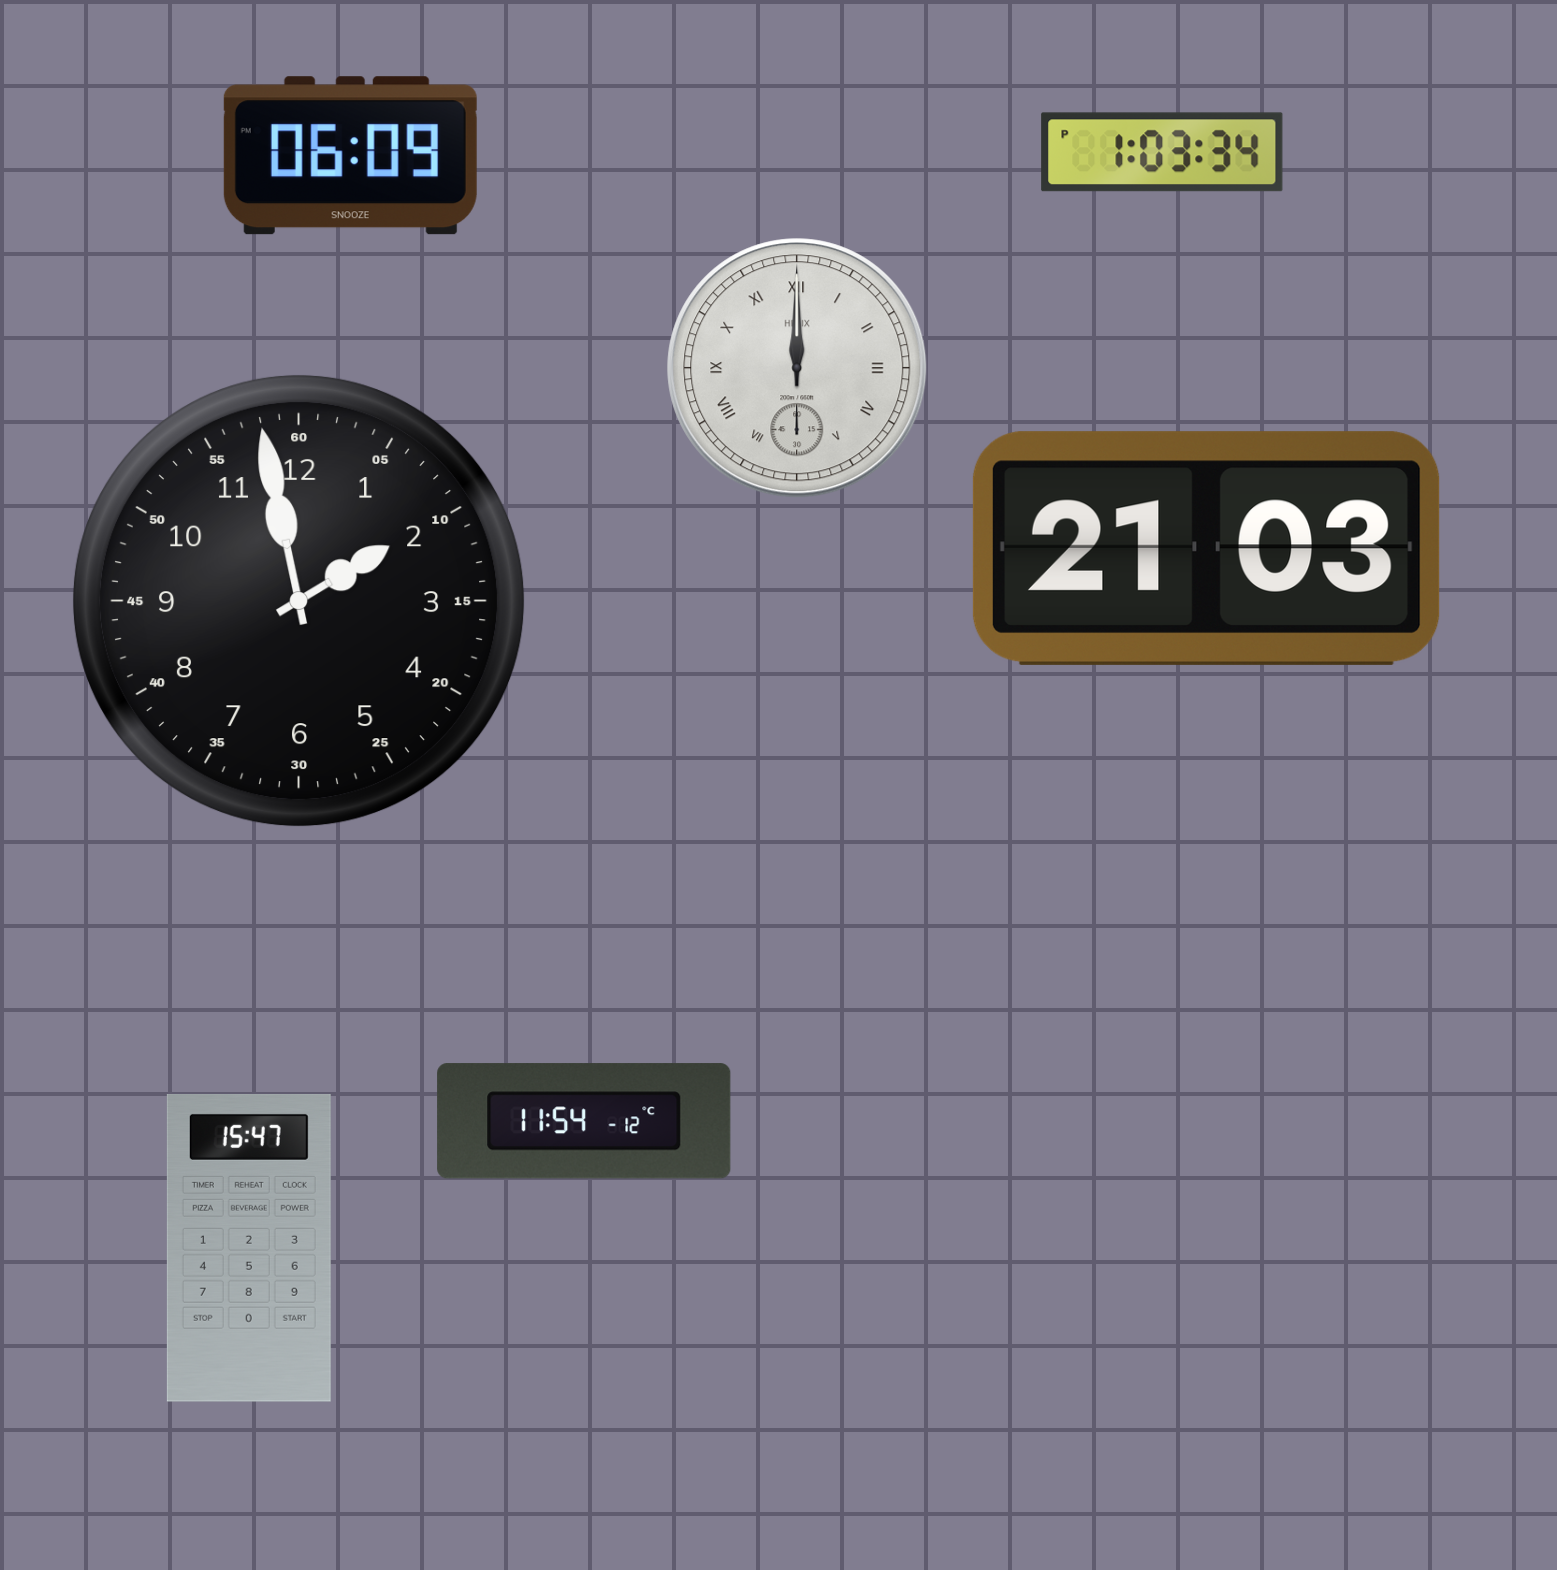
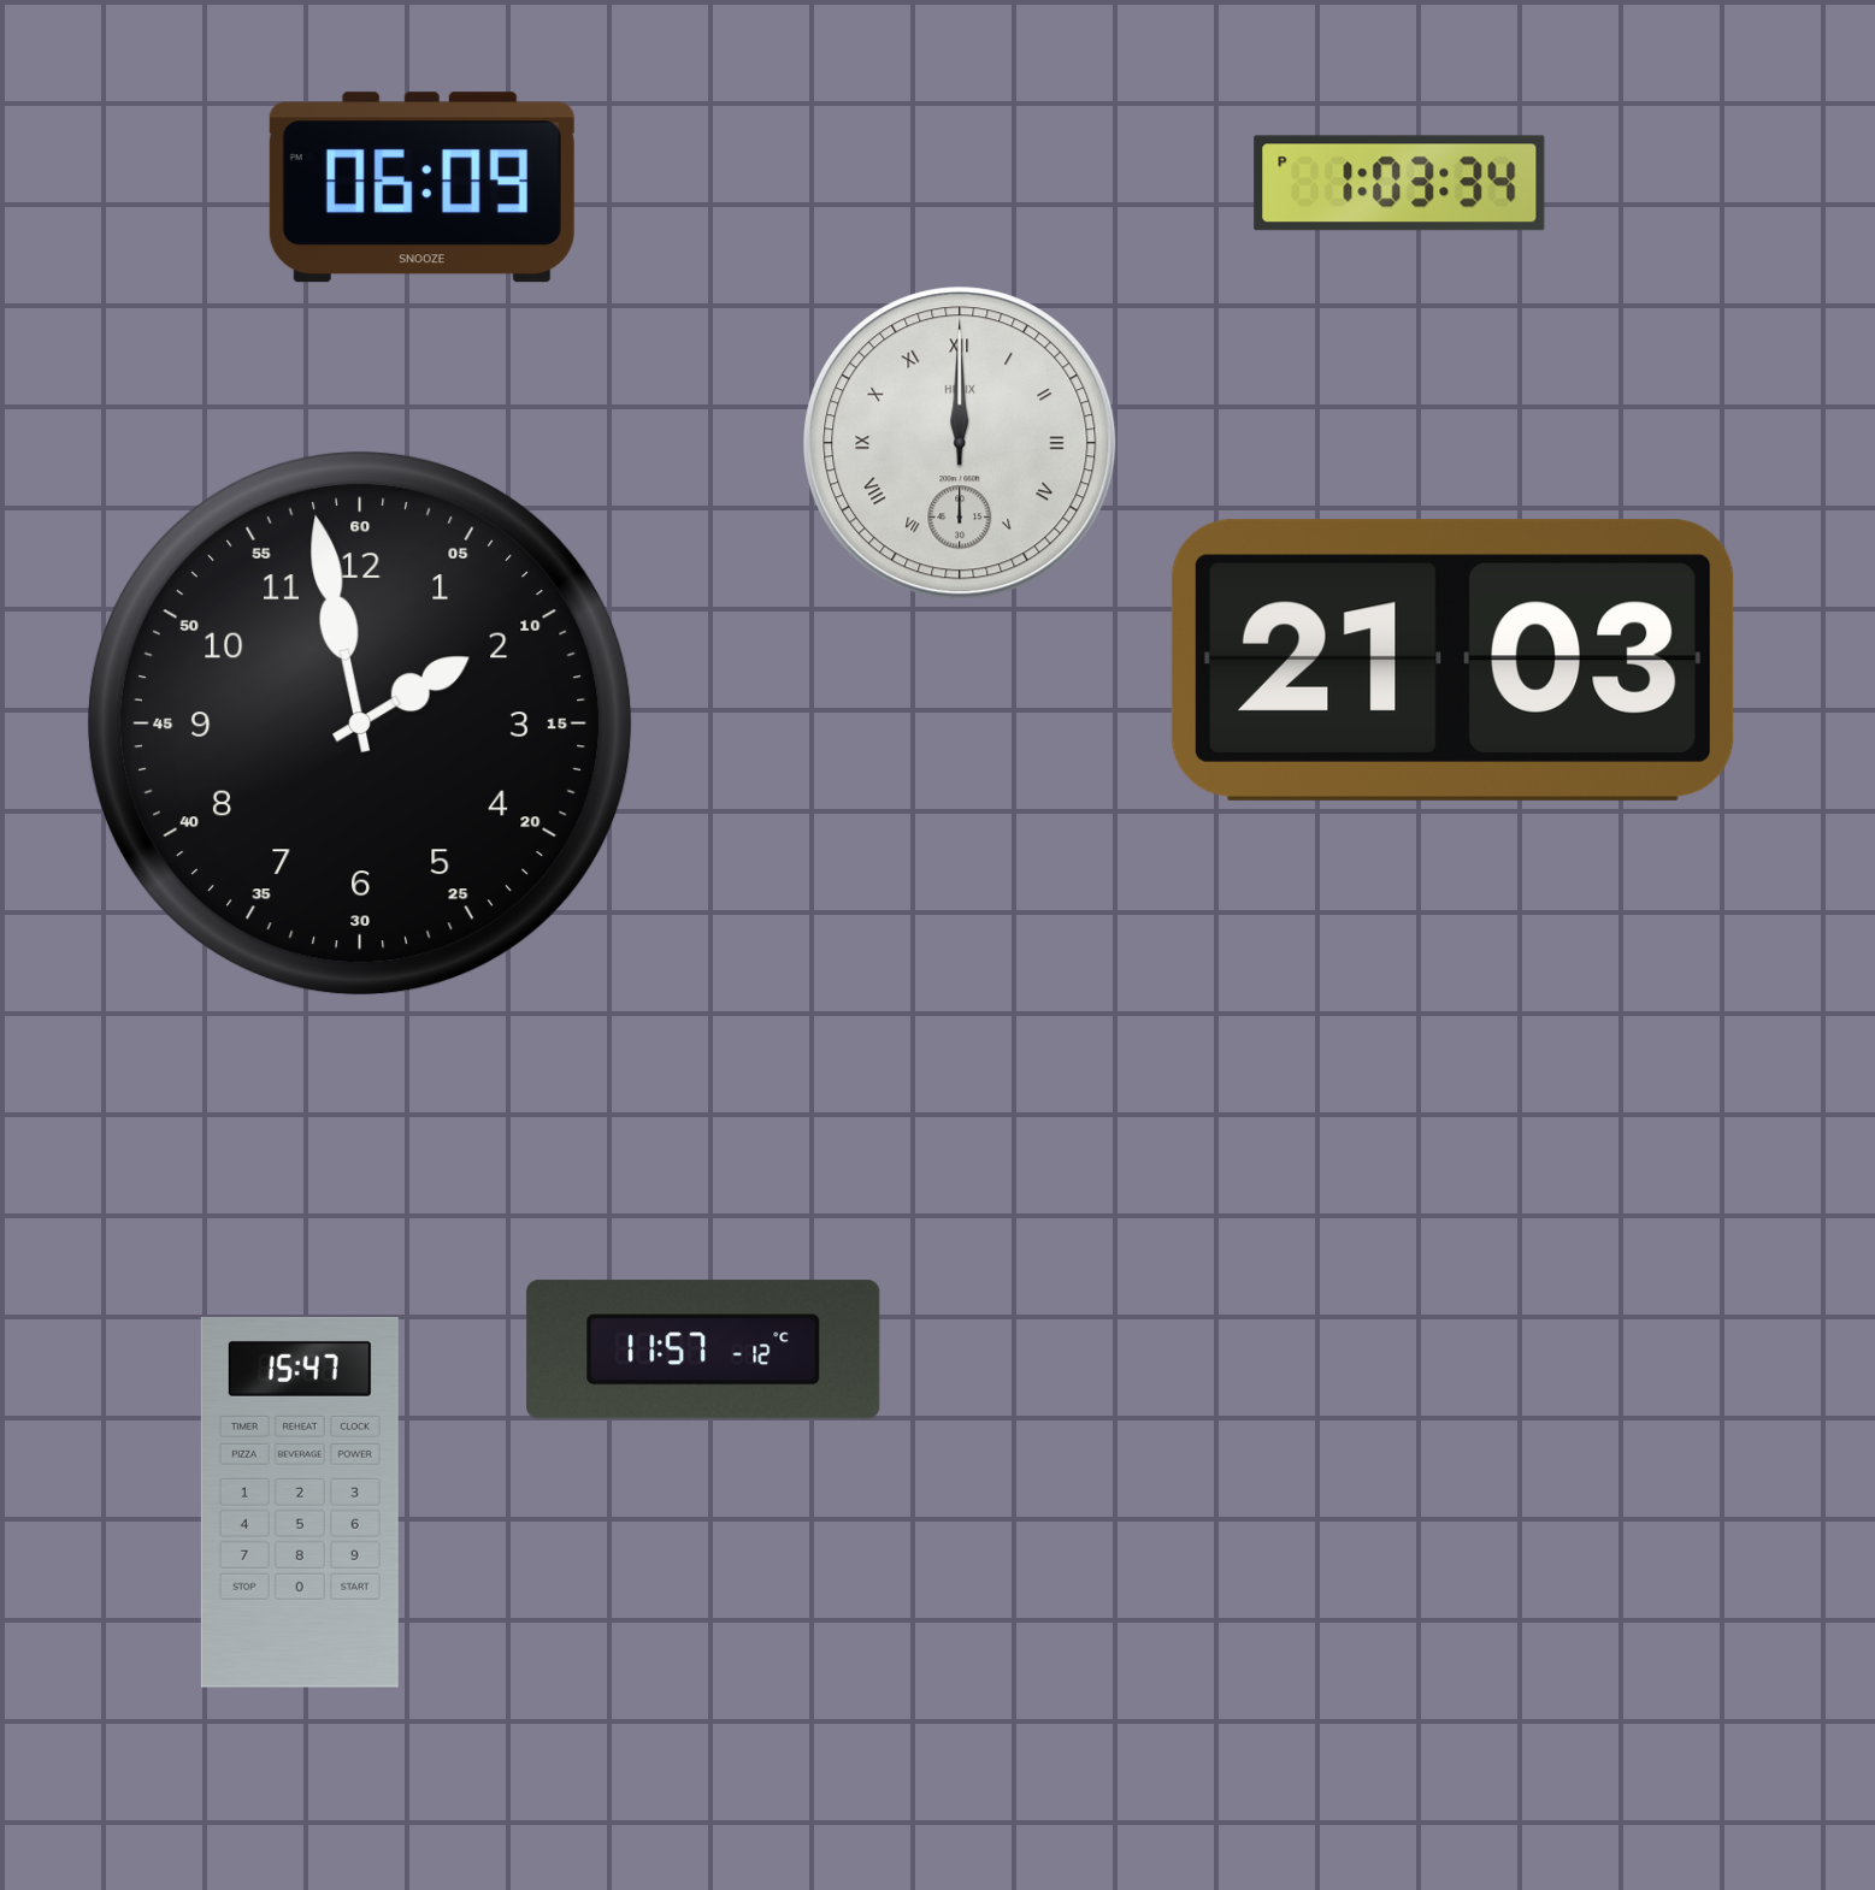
clock at (584, 1121): 11:54 -> 11:57
